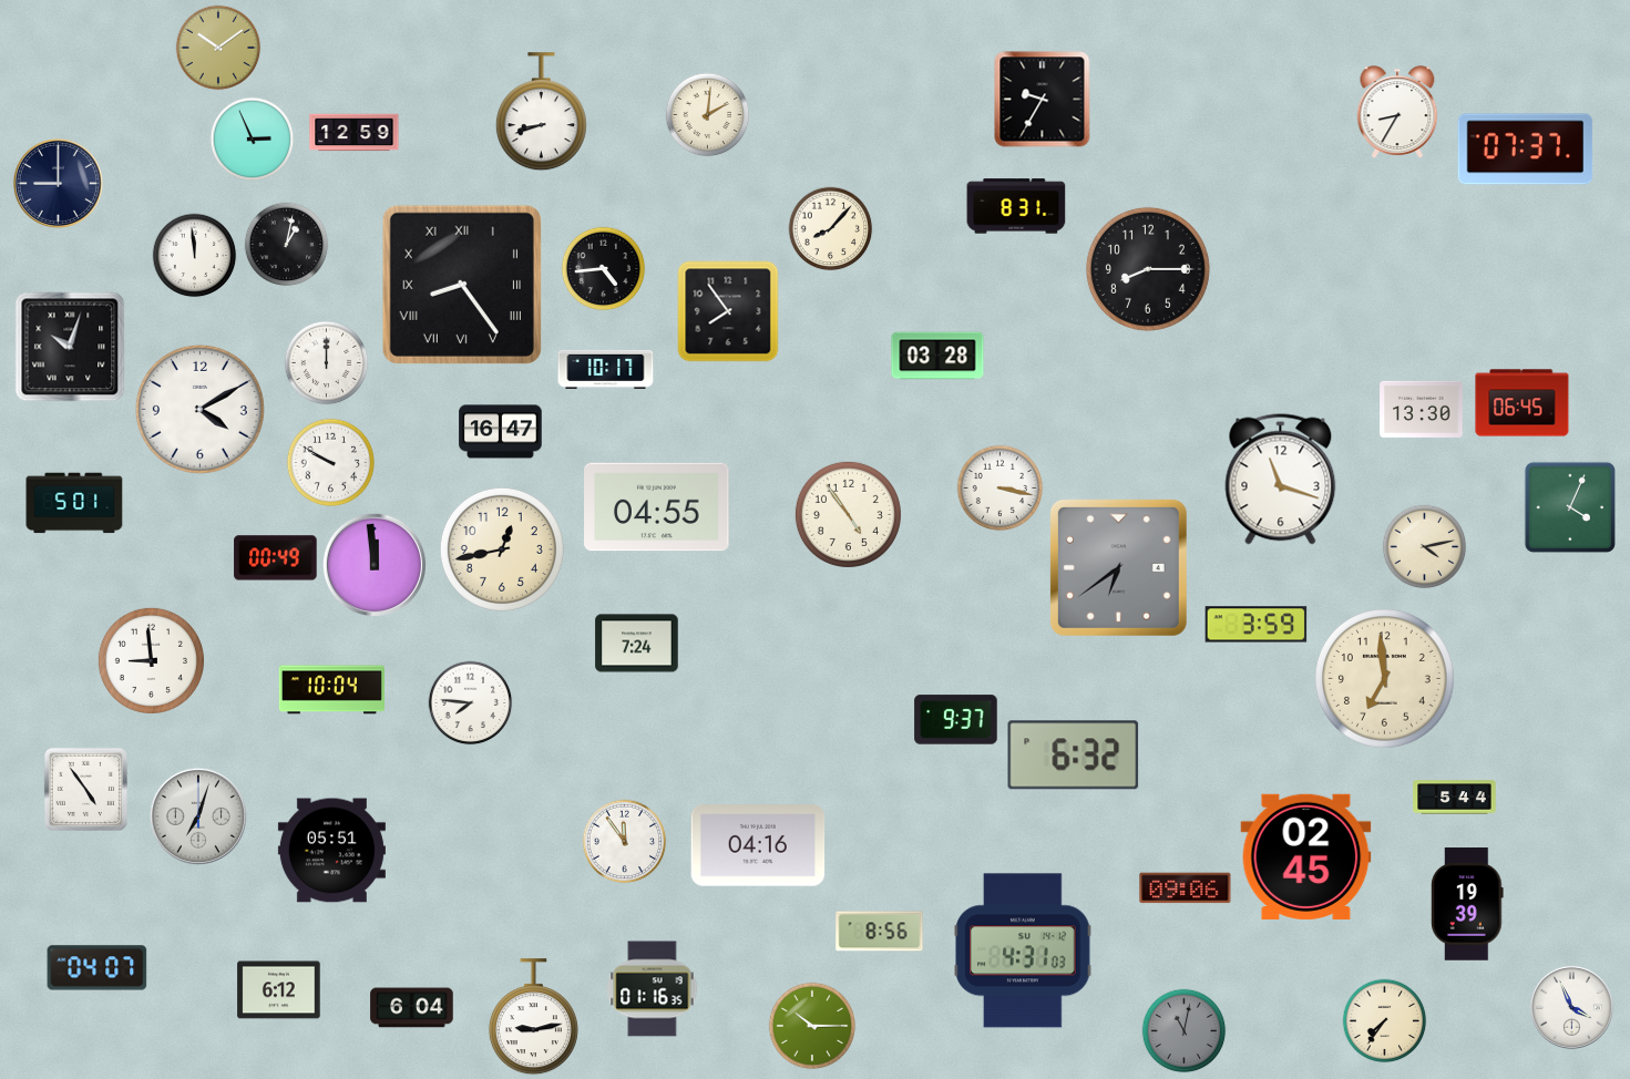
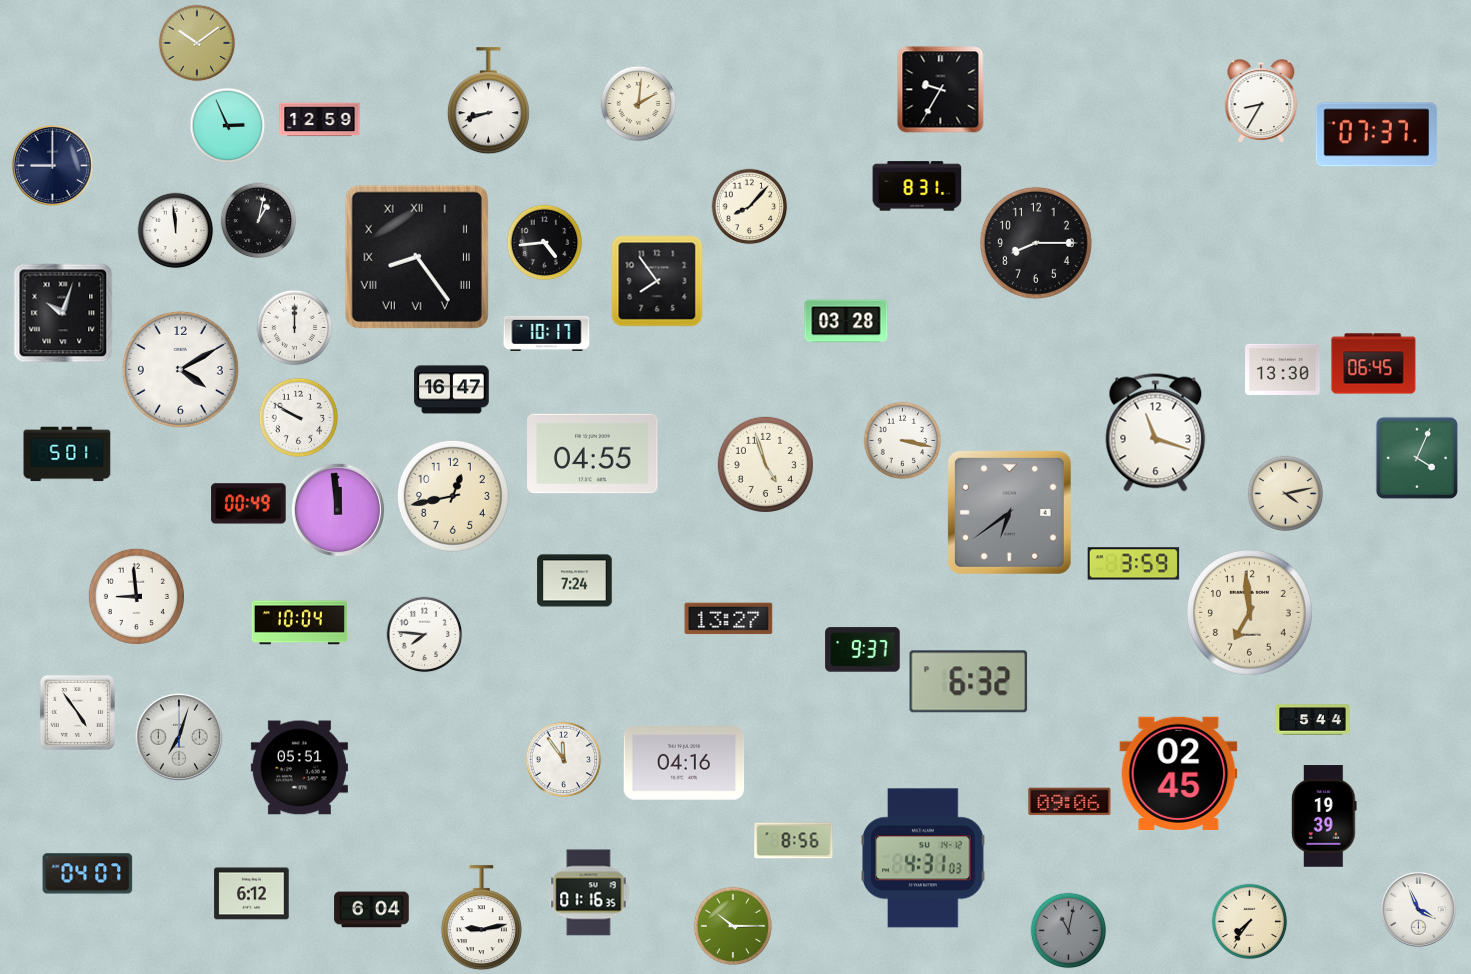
clock at (657, 507) position: (657, 507) -> (593, 454)
clock at (848, 514): 4:54 -> 4:57
clock at (729, 619): none -> 13:27
